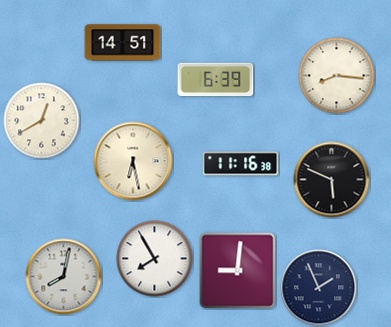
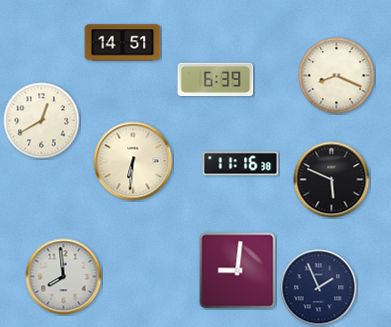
clock at (337, 76): 8:16 -> 8:19
clock at (133, 161): 6:28 -> 6:31
clock at (155, 259): 7:55 -> none
clock at (64, 277): 8:02 -> 7:59
